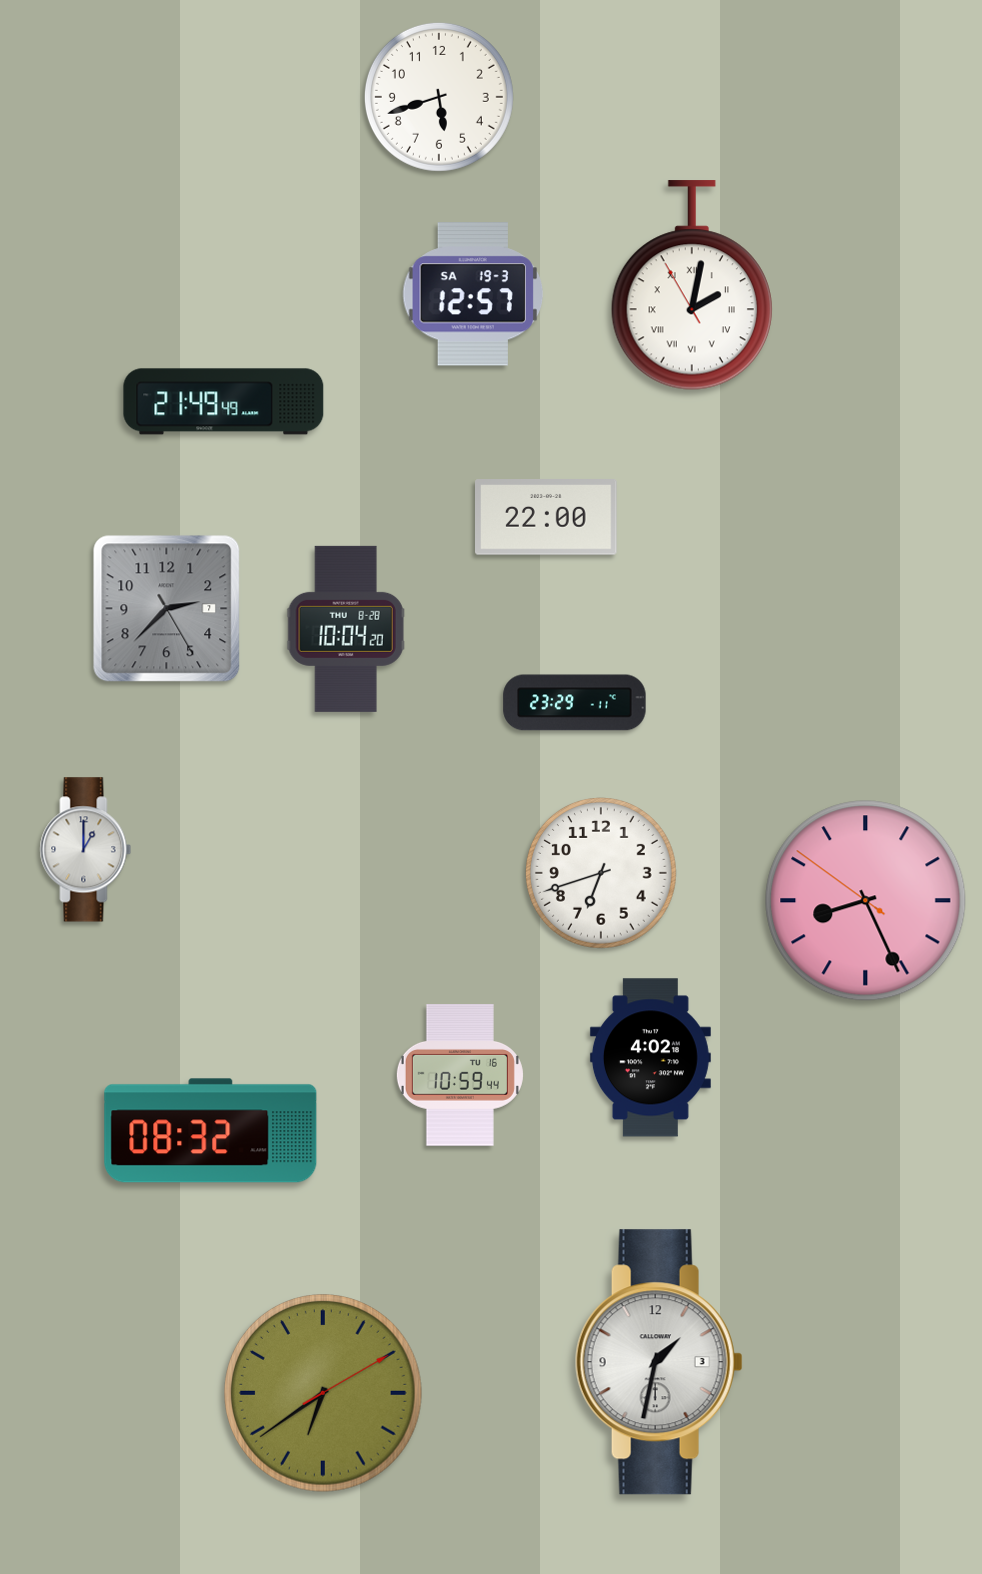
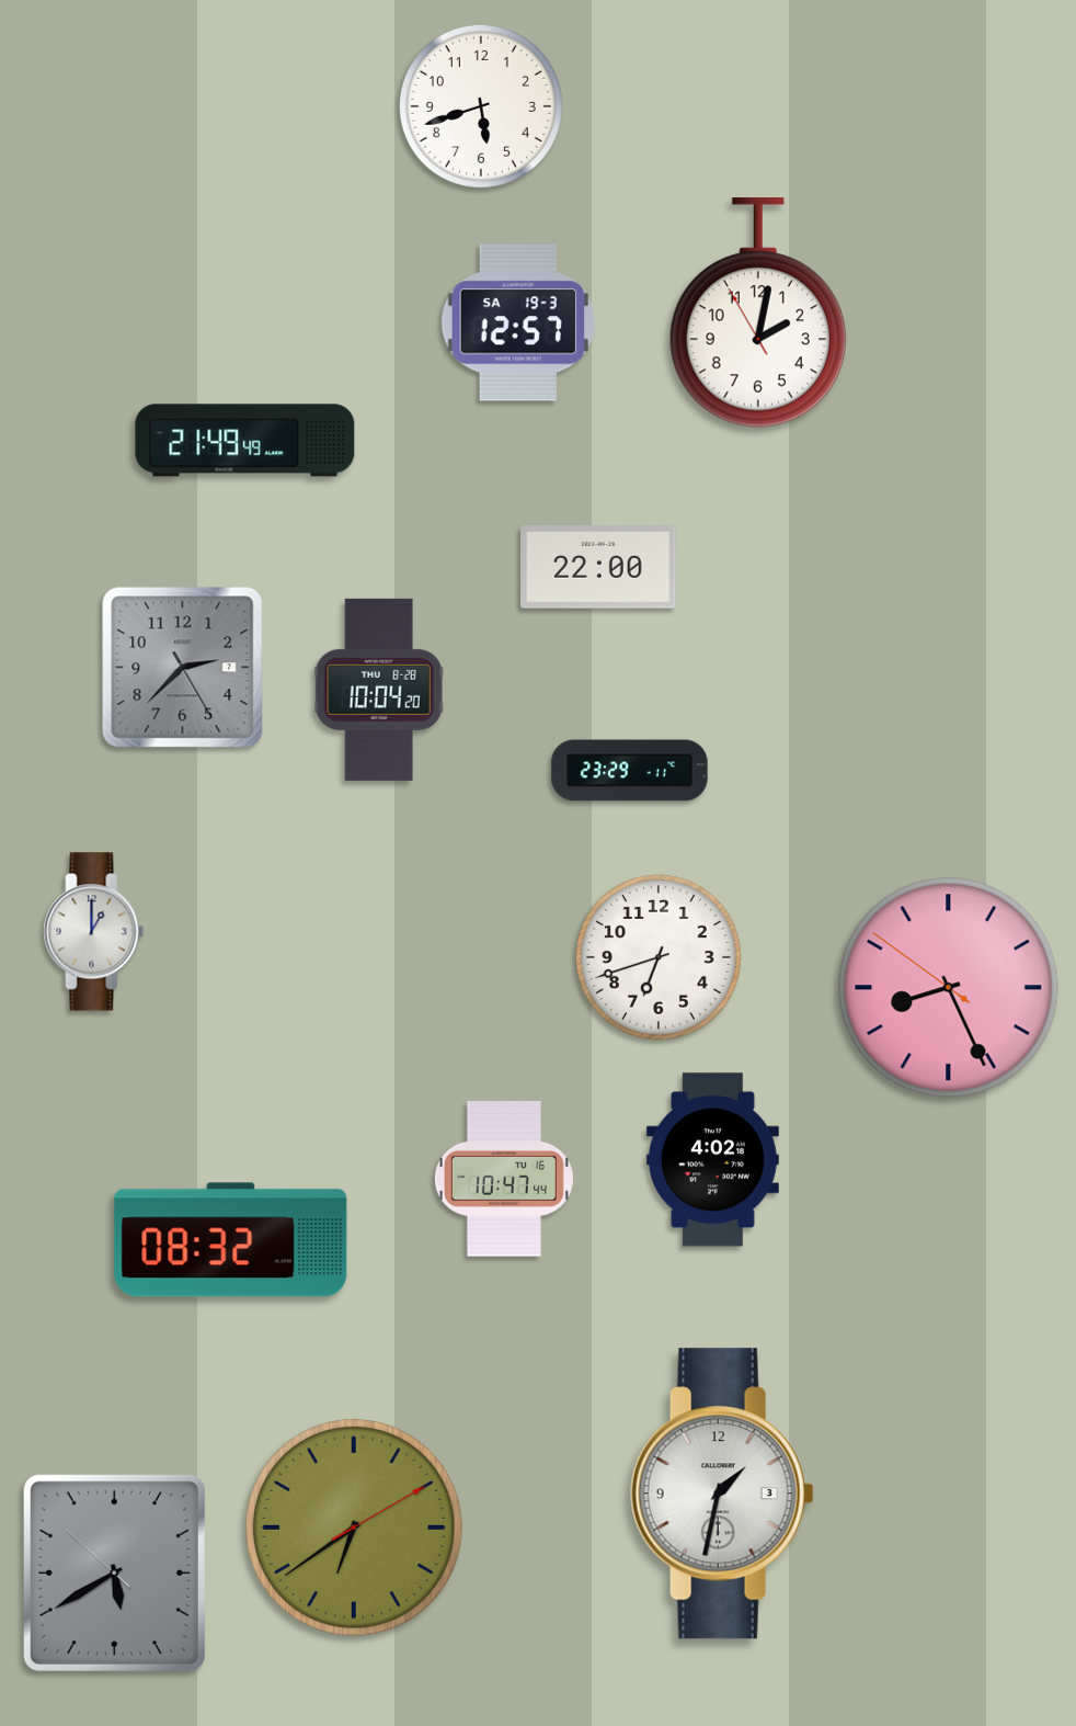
clock at (692, 285) numerals: Roman -> Arabic
clock at (460, 1075): 10:59 -> 10:47
clock at (114, 1572): none -> 5:39
